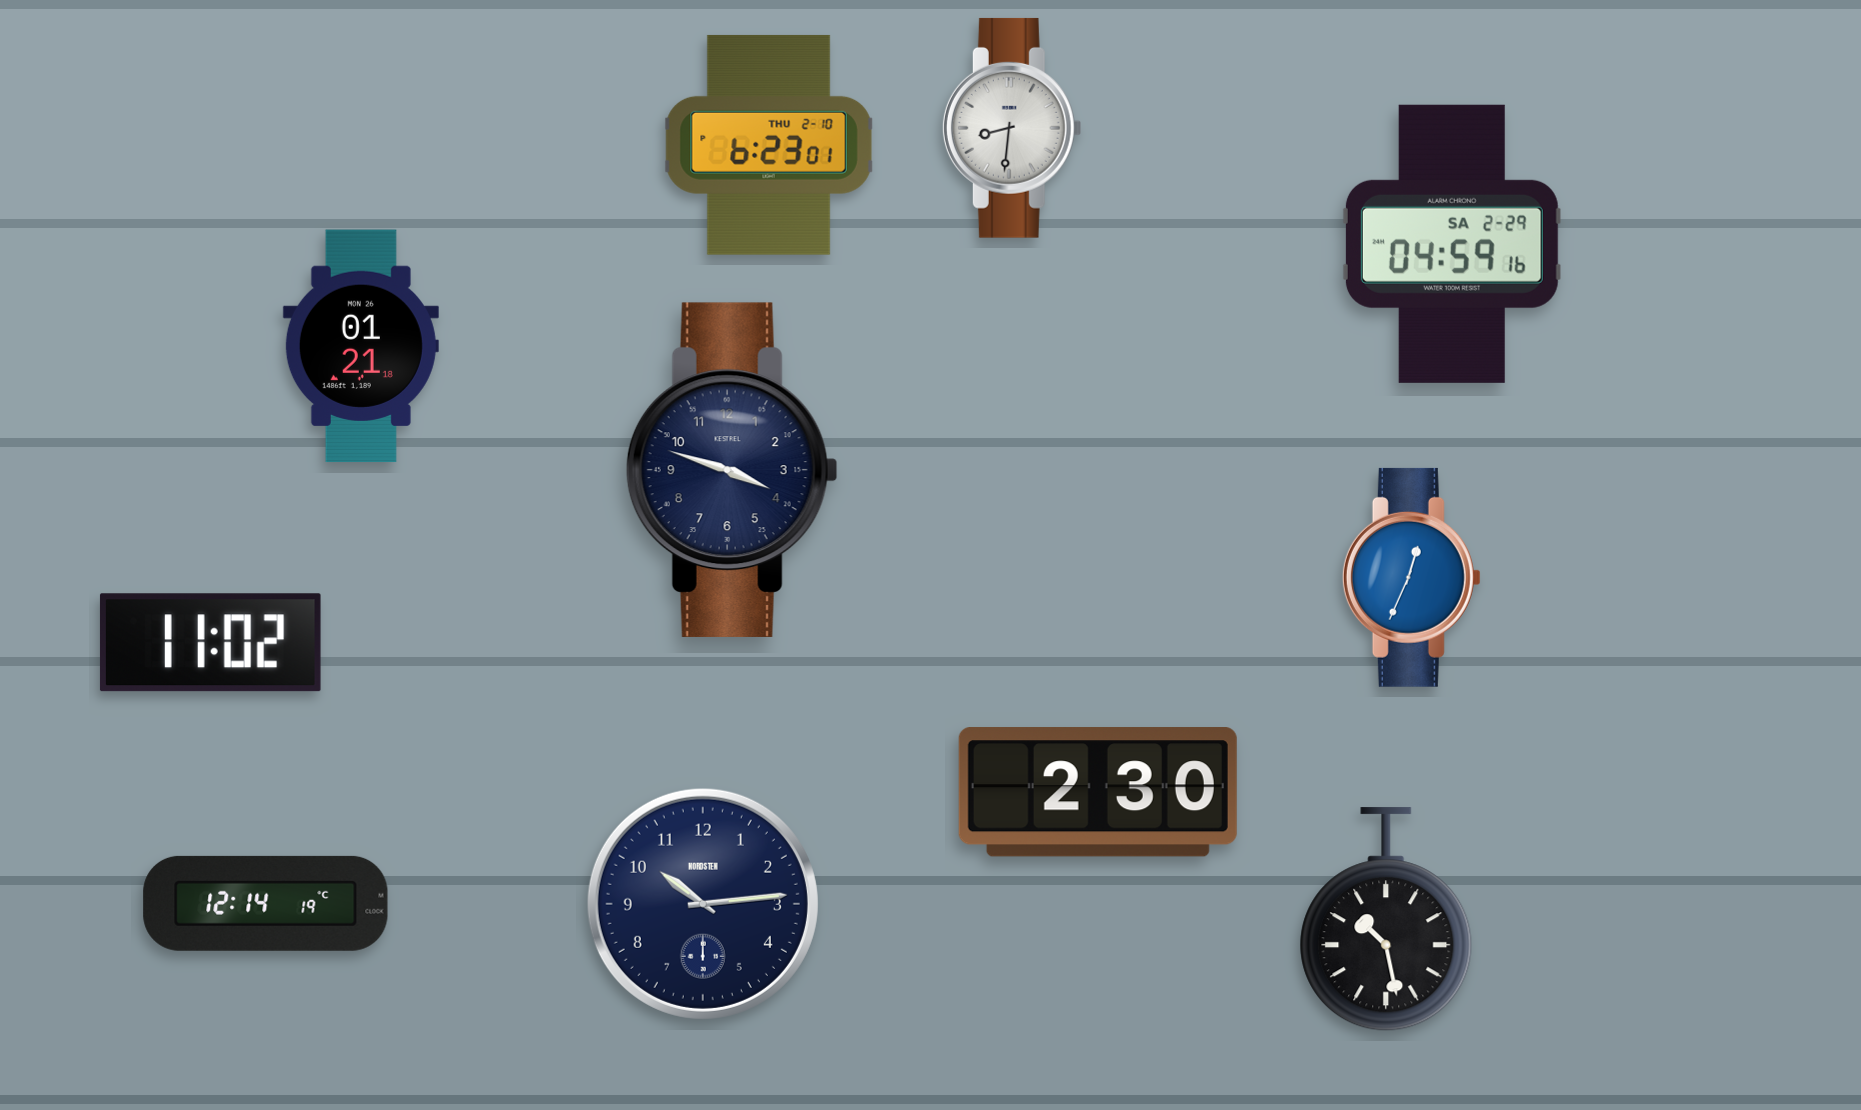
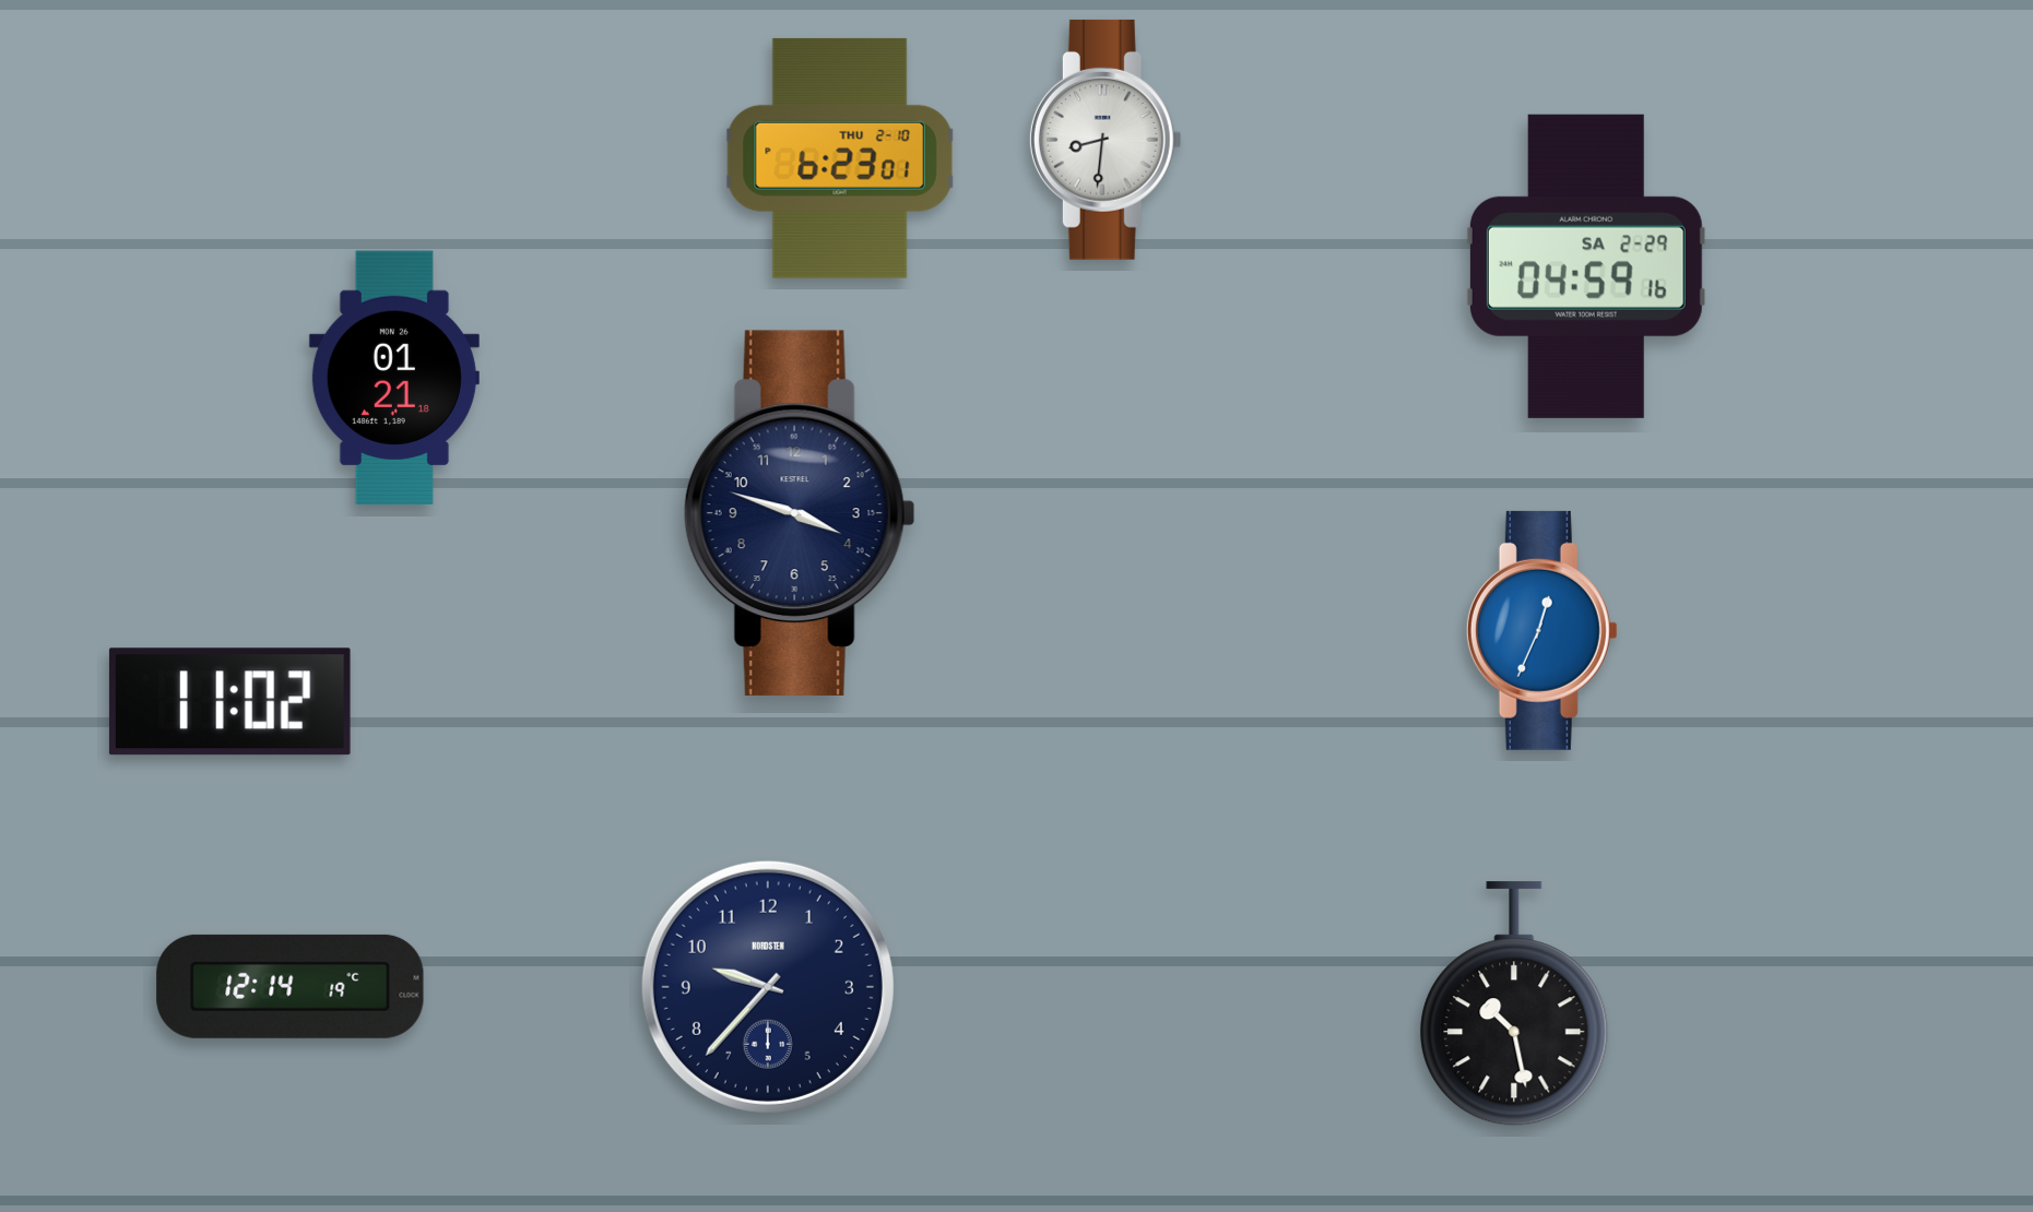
clock at (1098, 792): 2:30 -> none
clock at (703, 904): 10:14 -> 9:37
